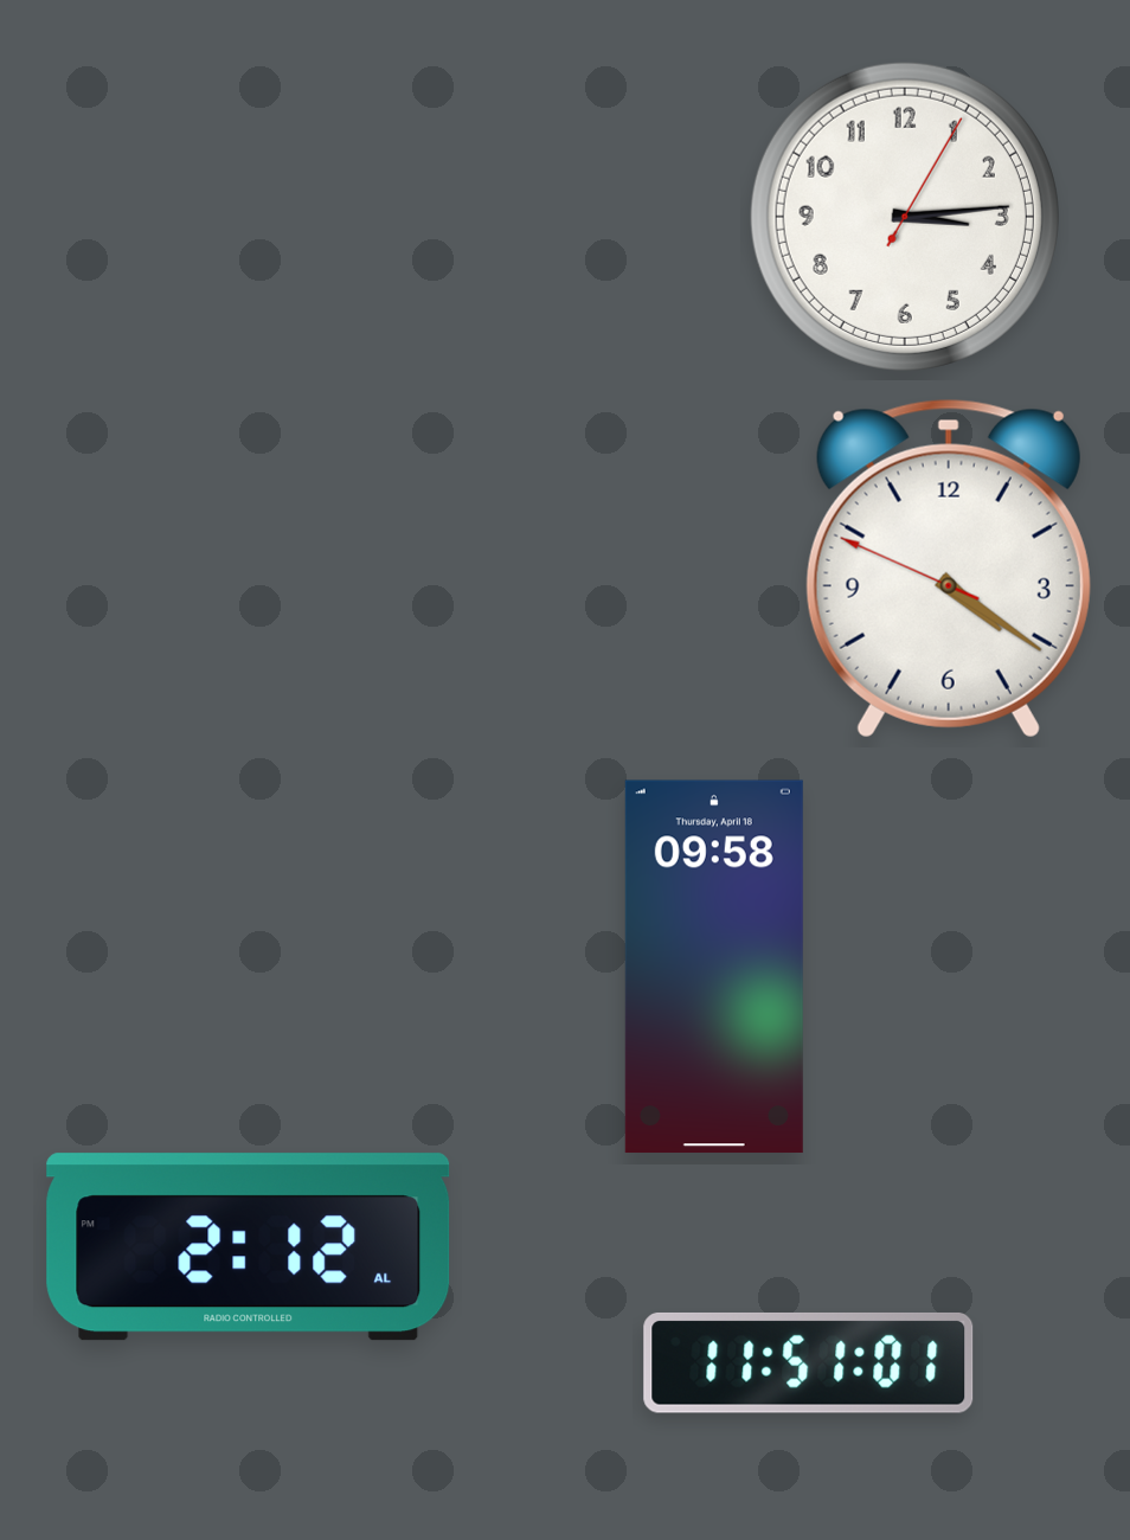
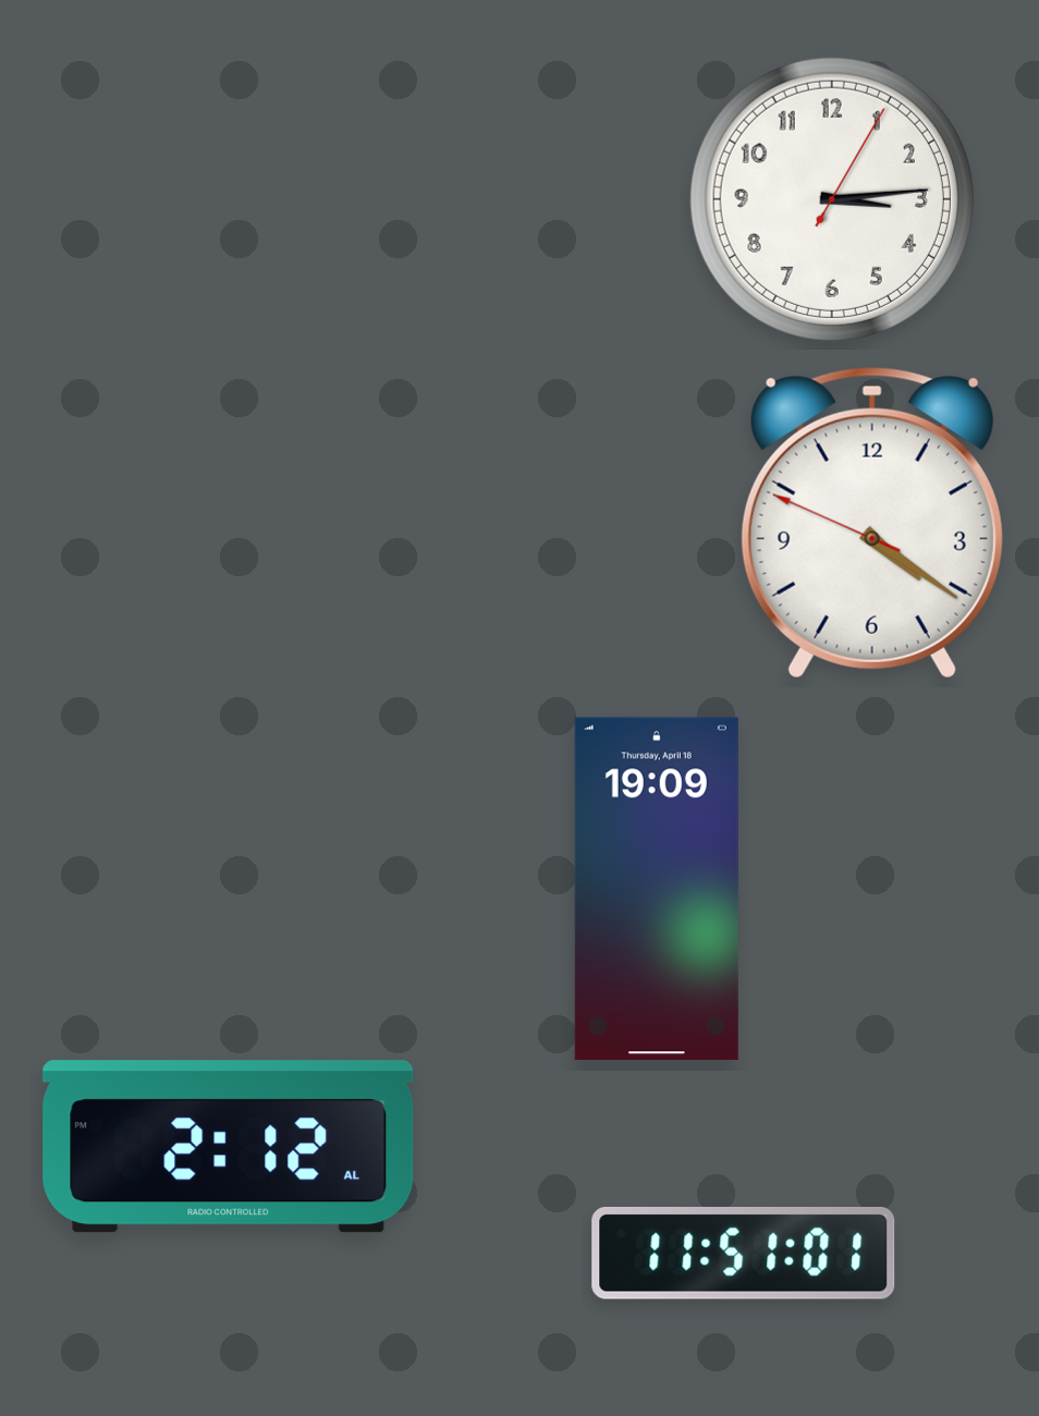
clock at (714, 967): 09:58 -> 19:09
